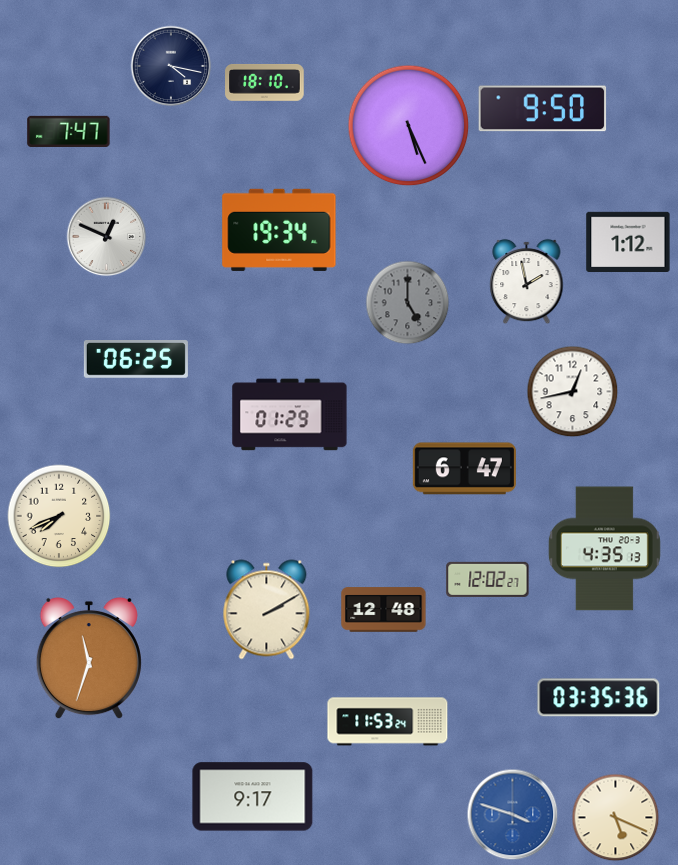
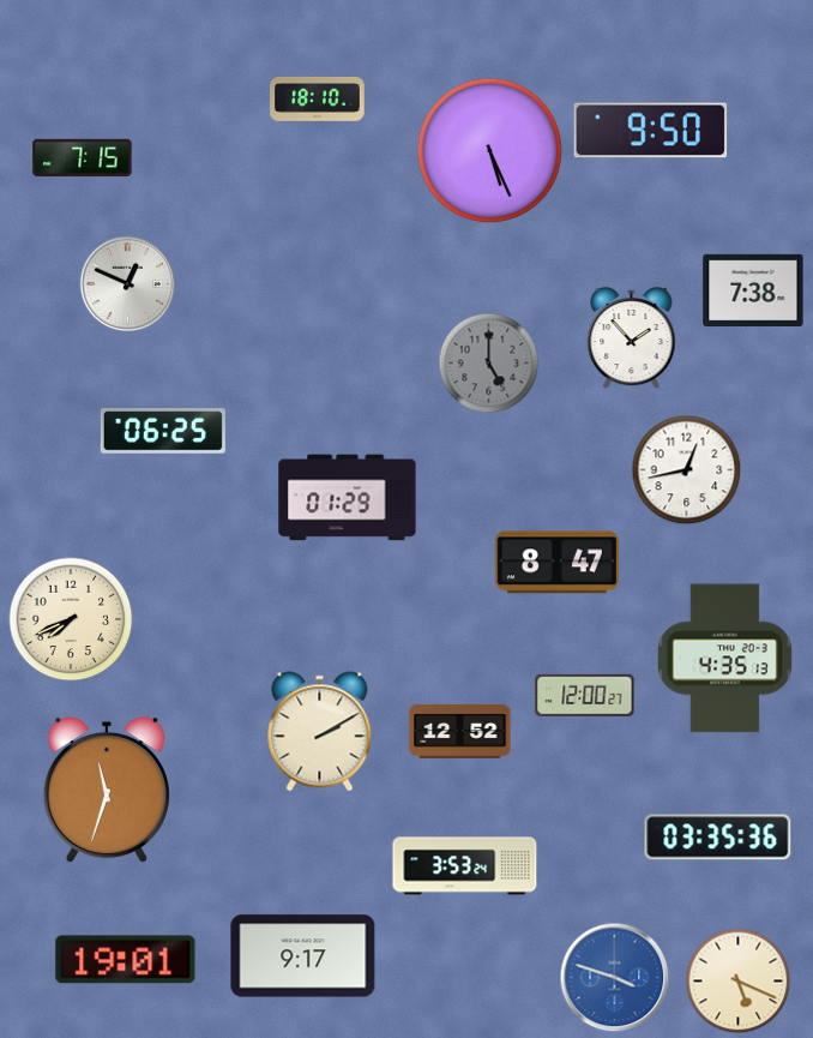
clock at (171, 66): 4:17 -> none
clock at (69, 131): 7:47 -> 7:15
clock at (279, 230): 19:34 -> none
clock at (628, 241): 1:12 -> 7:38
clock at (527, 282): 1:58 -> 1:53
clock at (464, 469): 6:47 -> 8:47
clock at (488, 579): 12:02 -> 12:00
clock at (384, 610): 12:48 -> 12:52
clock at (388, 722): 11:53 -> 3:53
clock at (126, 960): none -> 19:01
